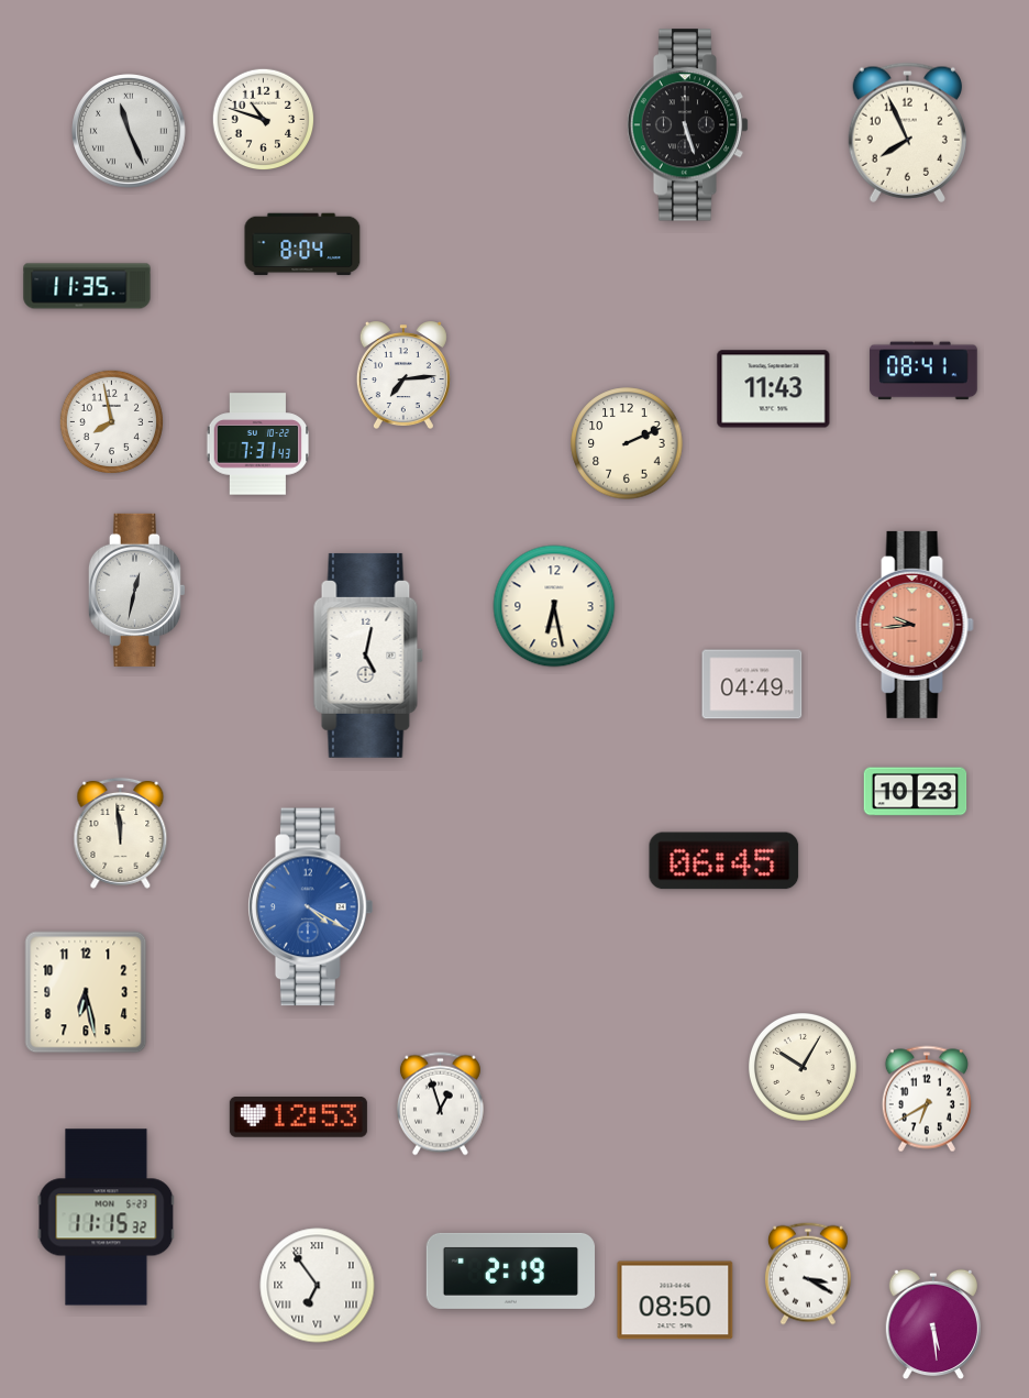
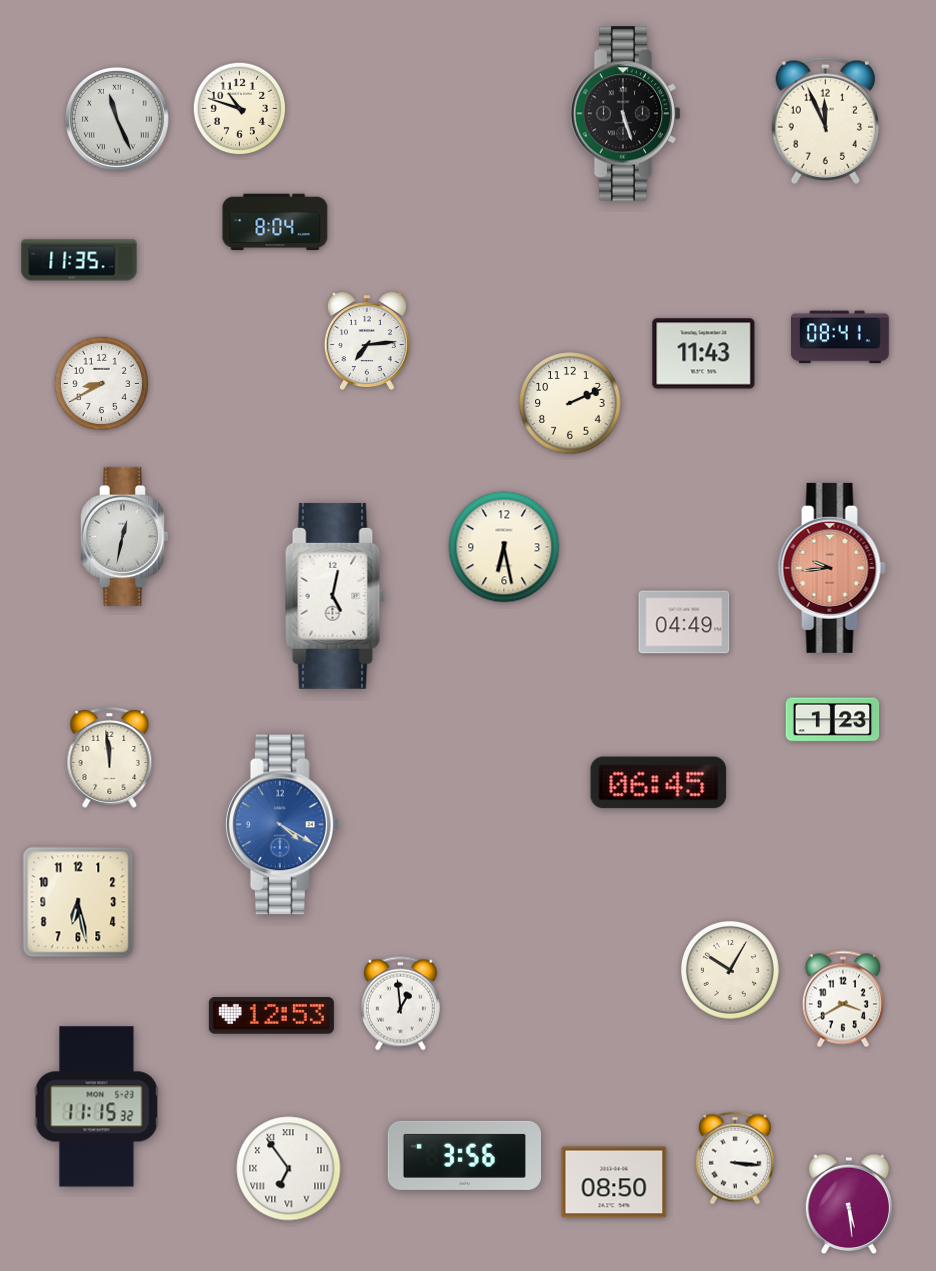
clock at (907, 132): 7:56 -> 11:56
clock at (111, 421): 7:58 -> 8:40
clock at (258, 444): 7:31 -> none
clock at (554, 606) position: (554, 606) -> (504, 547)
clock at (916, 792): 10:23 -> 1:23
clock at (927, 1099): 6:40 -> 3:40
clock at (440, 1104): 12:57 -> 12:59
clock at (510, 1270): 2:19 -> 3:56
clock at (808, 1274): 3:20 -> 3:16
